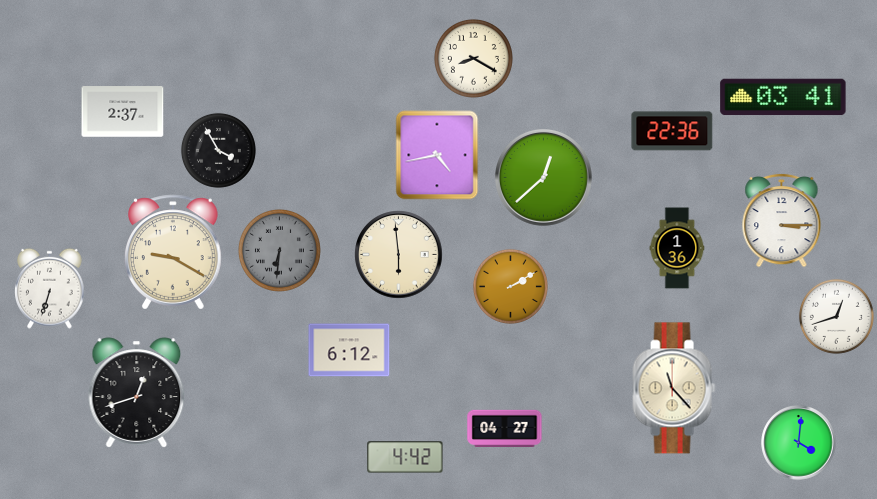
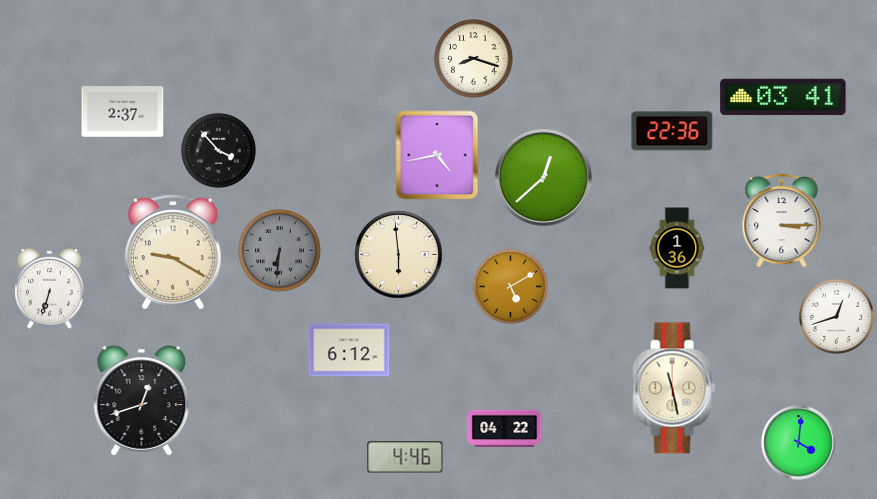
clock at (473, 58): 8:20 -> 8:18
clock at (218, 150): 3:55 -> 3:53
clock at (510, 286): 2:10 -> 5:10
clock at (674, 388): 11:23 -> 11:28
clock at (137, 393) position: (137, 393) -> (142, 401)
clock at (505, 428): 04:27 -> 04:22
clock at (405, 457): 4:42 -> 4:46
